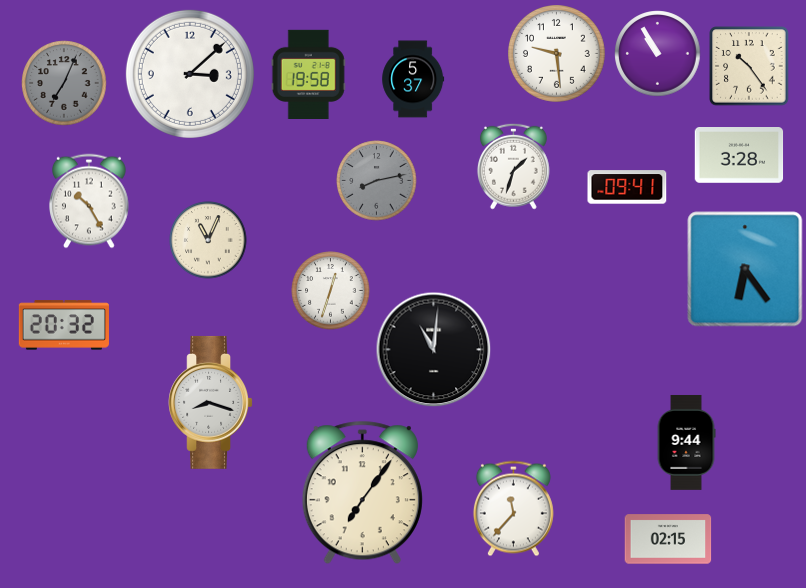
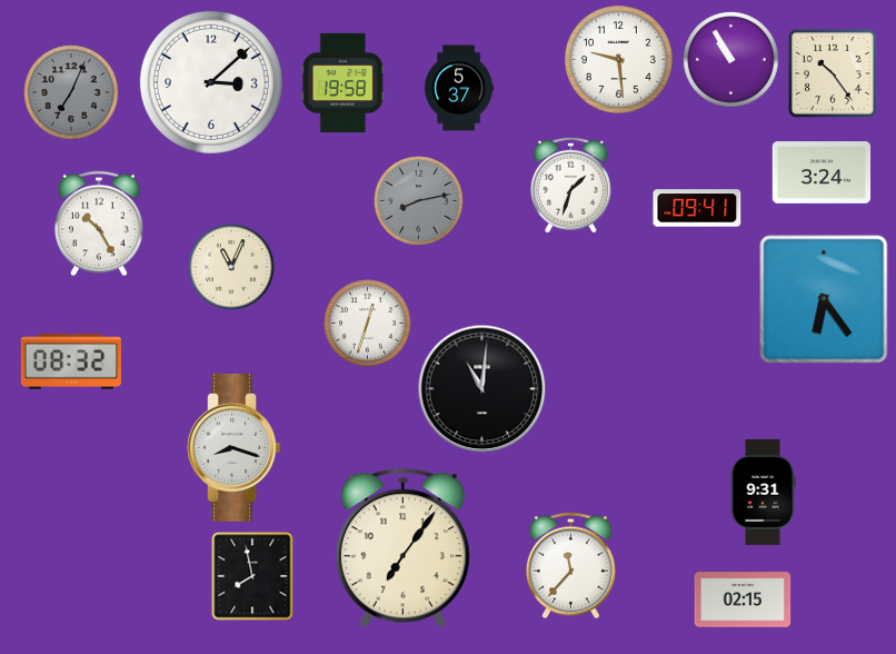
clock at (739, 156): 3:28 -> 3:24
clock at (745, 269) position: (745, 269) -> (824, 299)
clock at (64, 325): 20:32 -> 08:32
clock at (686, 442): 9:44 -> 9:31
clock at (252, 576): none -> 7:58
